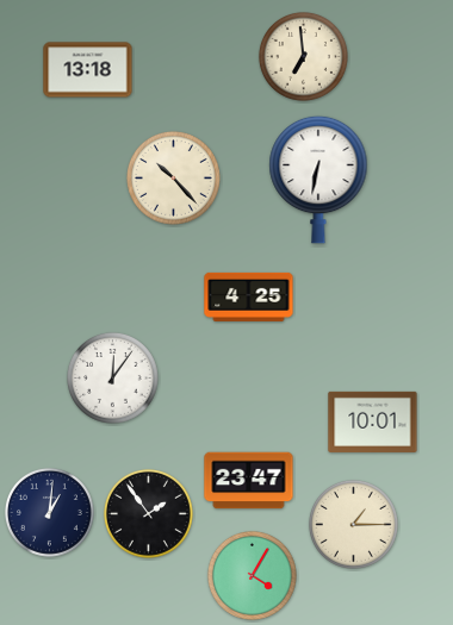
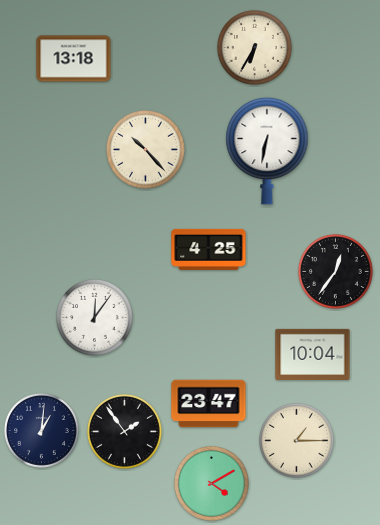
clock at (303, 56): 6:59 -> 6:35
clock at (335, 271): none -> 12:36
clock at (373, 421): 10:01 -> 10:04
clock at (252, 575): 4:05 -> 4:10
